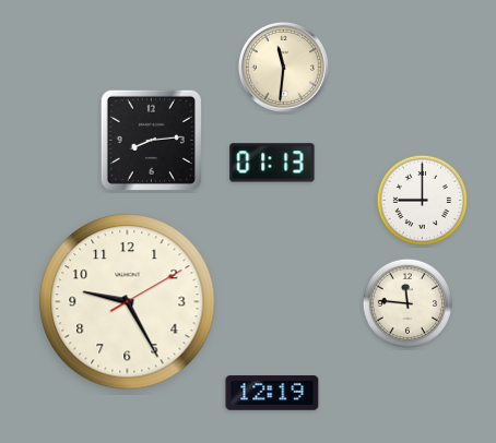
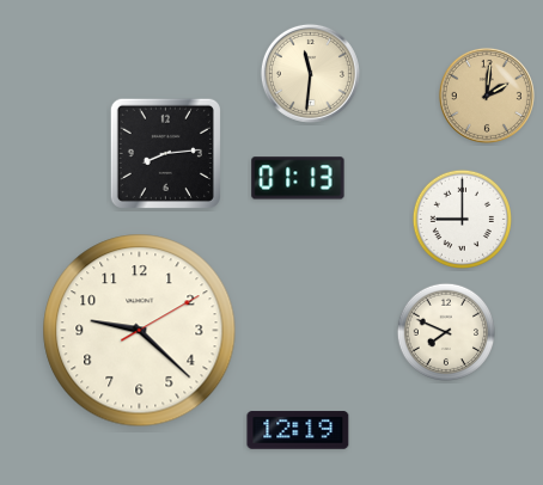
clock at (487, 96): none -> 2:01
clock at (128, 302): 9:25 -> 9:22
clock at (406, 302): 11:46 -> 7:49
